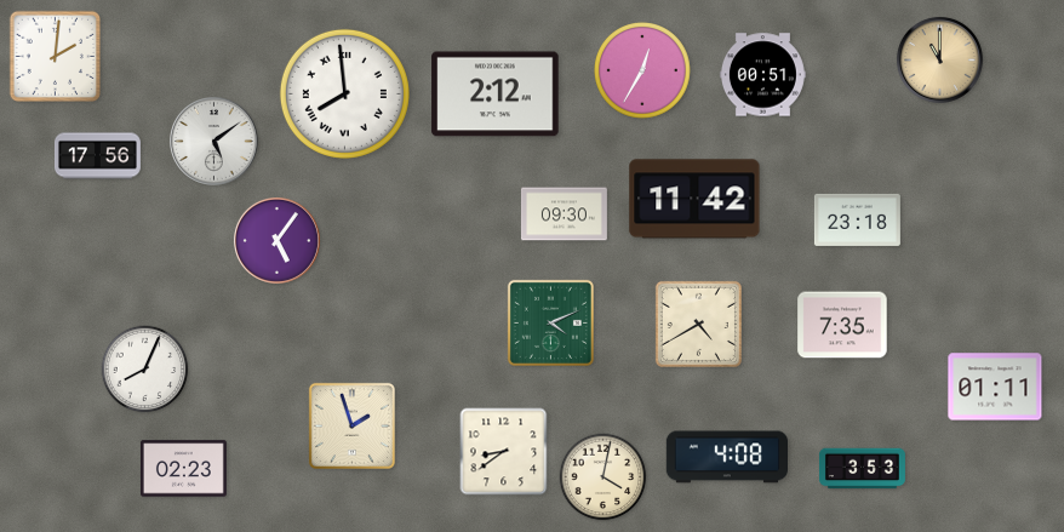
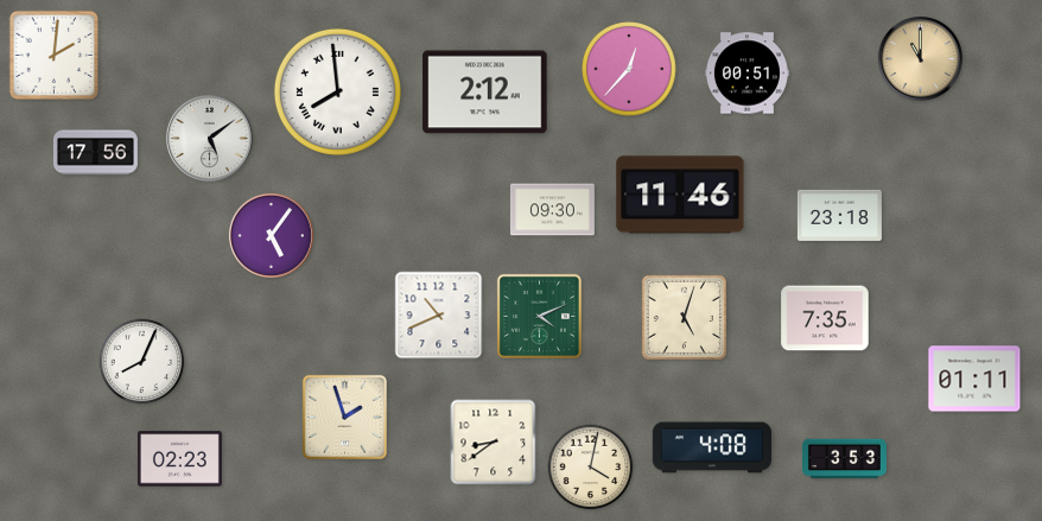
clock at (643, 71): 12:35 -> 12:37
clock at (694, 199): 11:42 -> 11:46
clock at (439, 316): none -> 10:41
clock at (698, 324): 4:40 -> 5:03
